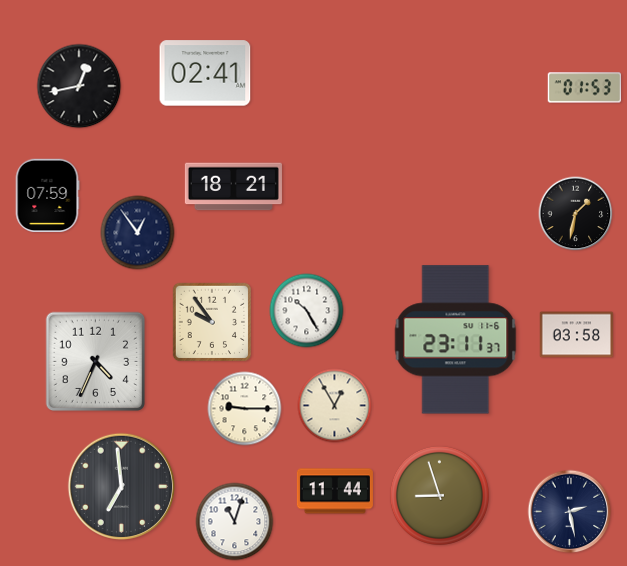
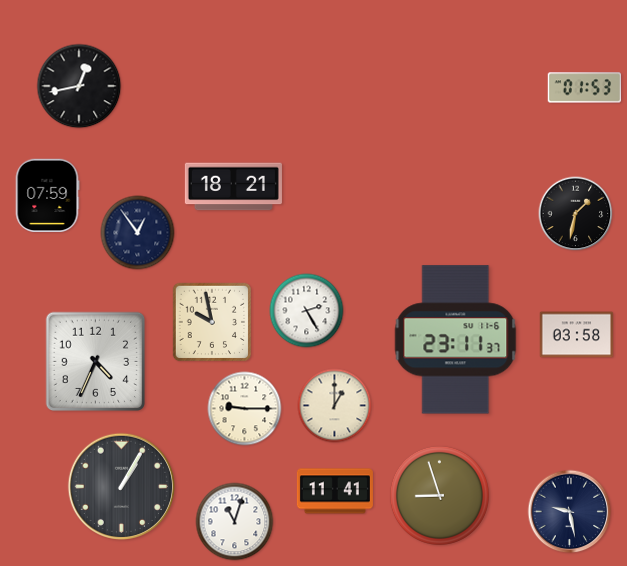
clock at (205, 73): 02:41 -> none
clock at (307, 311): 10:25 -> 2:25
clock at (212, 322): 9:54 -> 9:58
clock at (335, 406): 12:55 -> 1:00
clock at (121, 486): 6:59 -> 1:05
clock at (335, 491): 11:44 -> 11:41
clock at (570, 512): 2:28 -> 9:28
